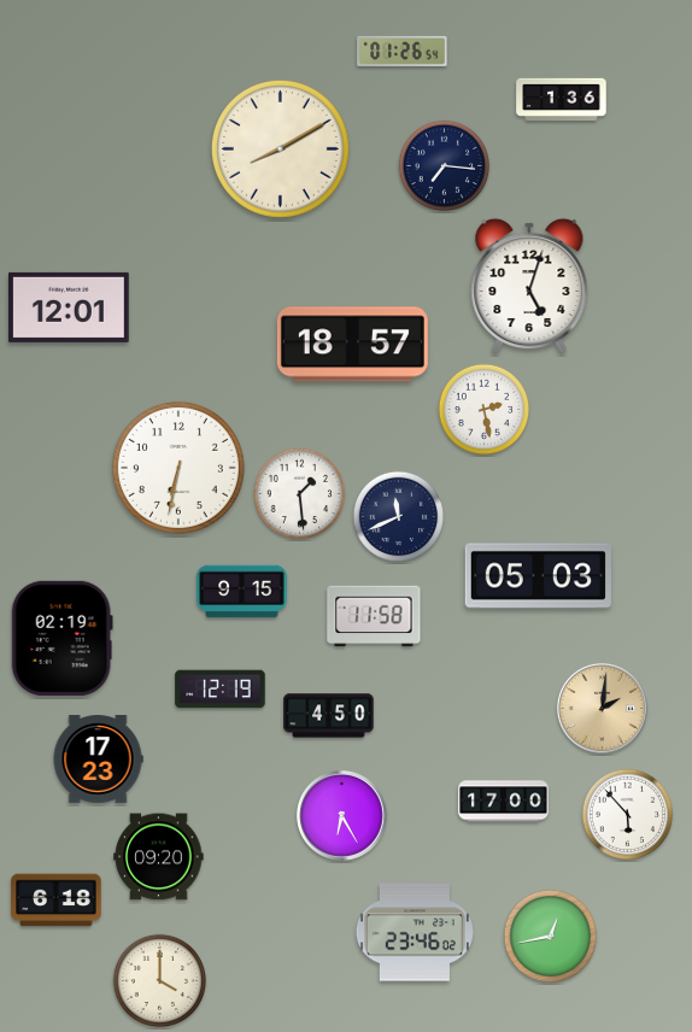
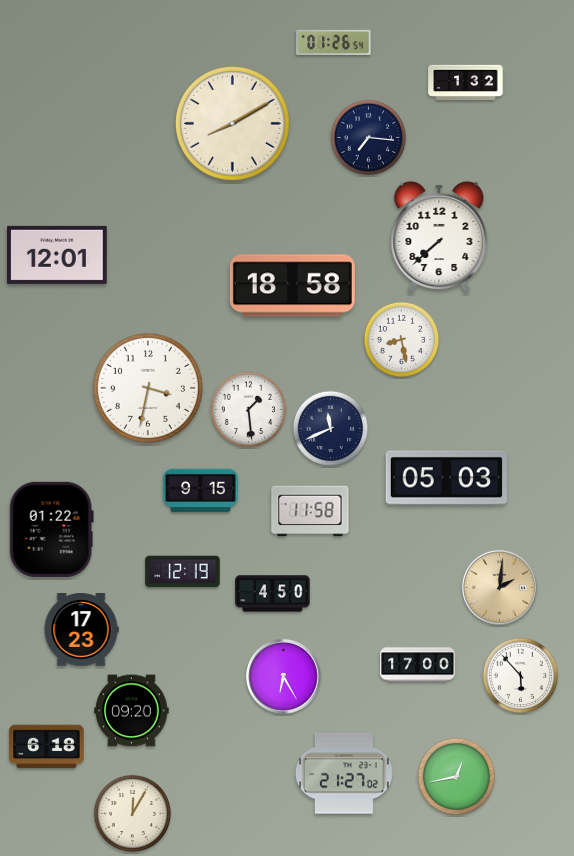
clock at (562, 99): 1:36 -> 1:32
clock at (529, 286): 5:03 -> 7:38
clock at (352, 345): 18:57 -> 18:58
clock at (485, 410): 2:28 -> 8:28
clock at (178, 468): 6:32 -> 3:32
clock at (61, 638): 02:19 -> 01:22
clock at (415, 932): 23:46 -> 21:27
clock at (160, 981): 4:00 -> 12:05
